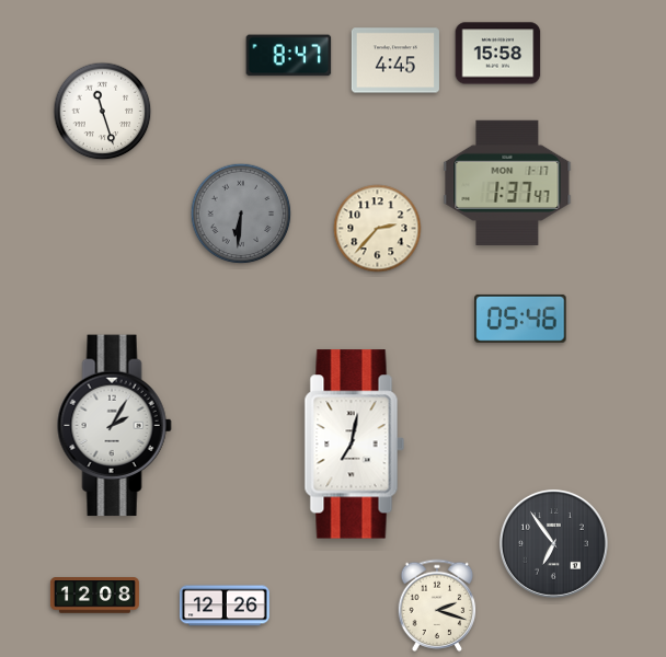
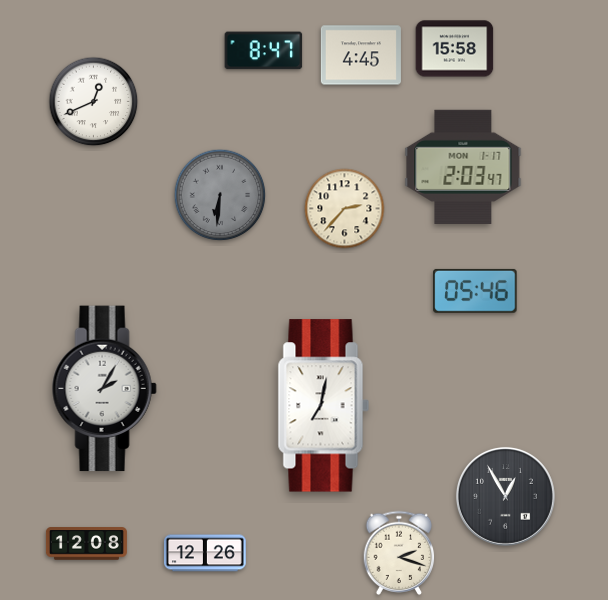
clock at (103, 112): 11:27 -> 12:41
clock at (507, 183): 1:37 -> 2:03
clock at (553, 543): 6:54 -> 12:55
